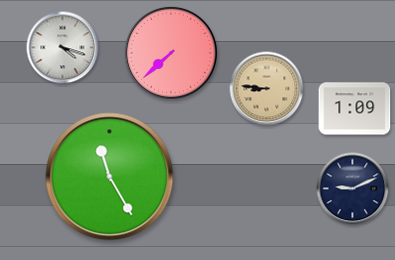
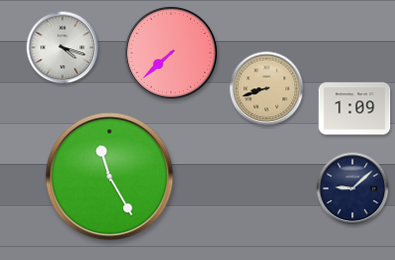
clock at (267, 89): 8:46 -> 8:42
clock at (353, 189): 9:11 -> 9:08
